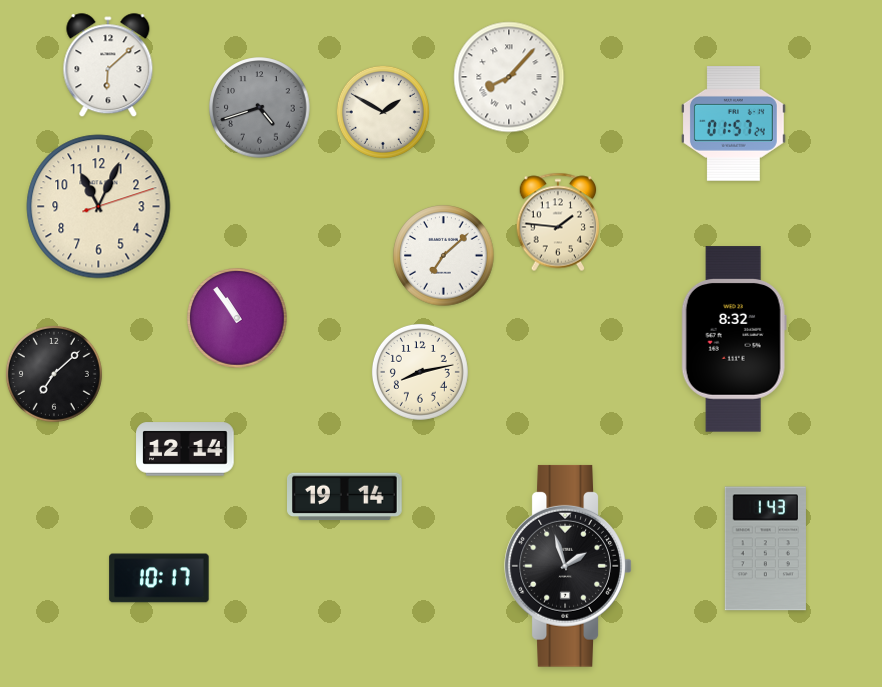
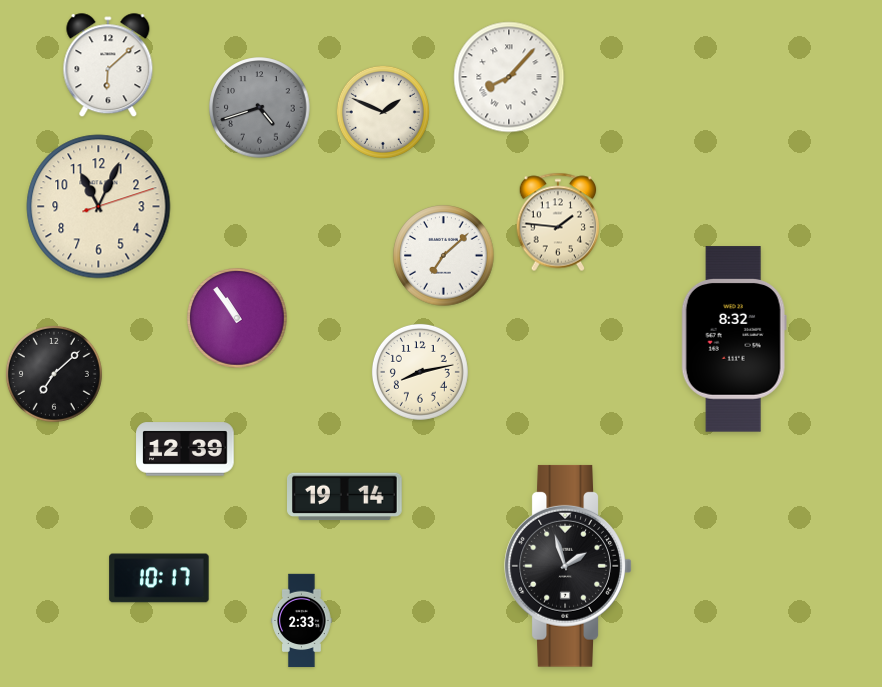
clock at (383, 112): 1:50 -> 1:49
clock at (733, 124): 01:57 -> none
clock at (185, 449): 12:14 -> 12:39
clock at (765, 549): 1:43 -> none
clock at (302, 621): none -> 2:33
